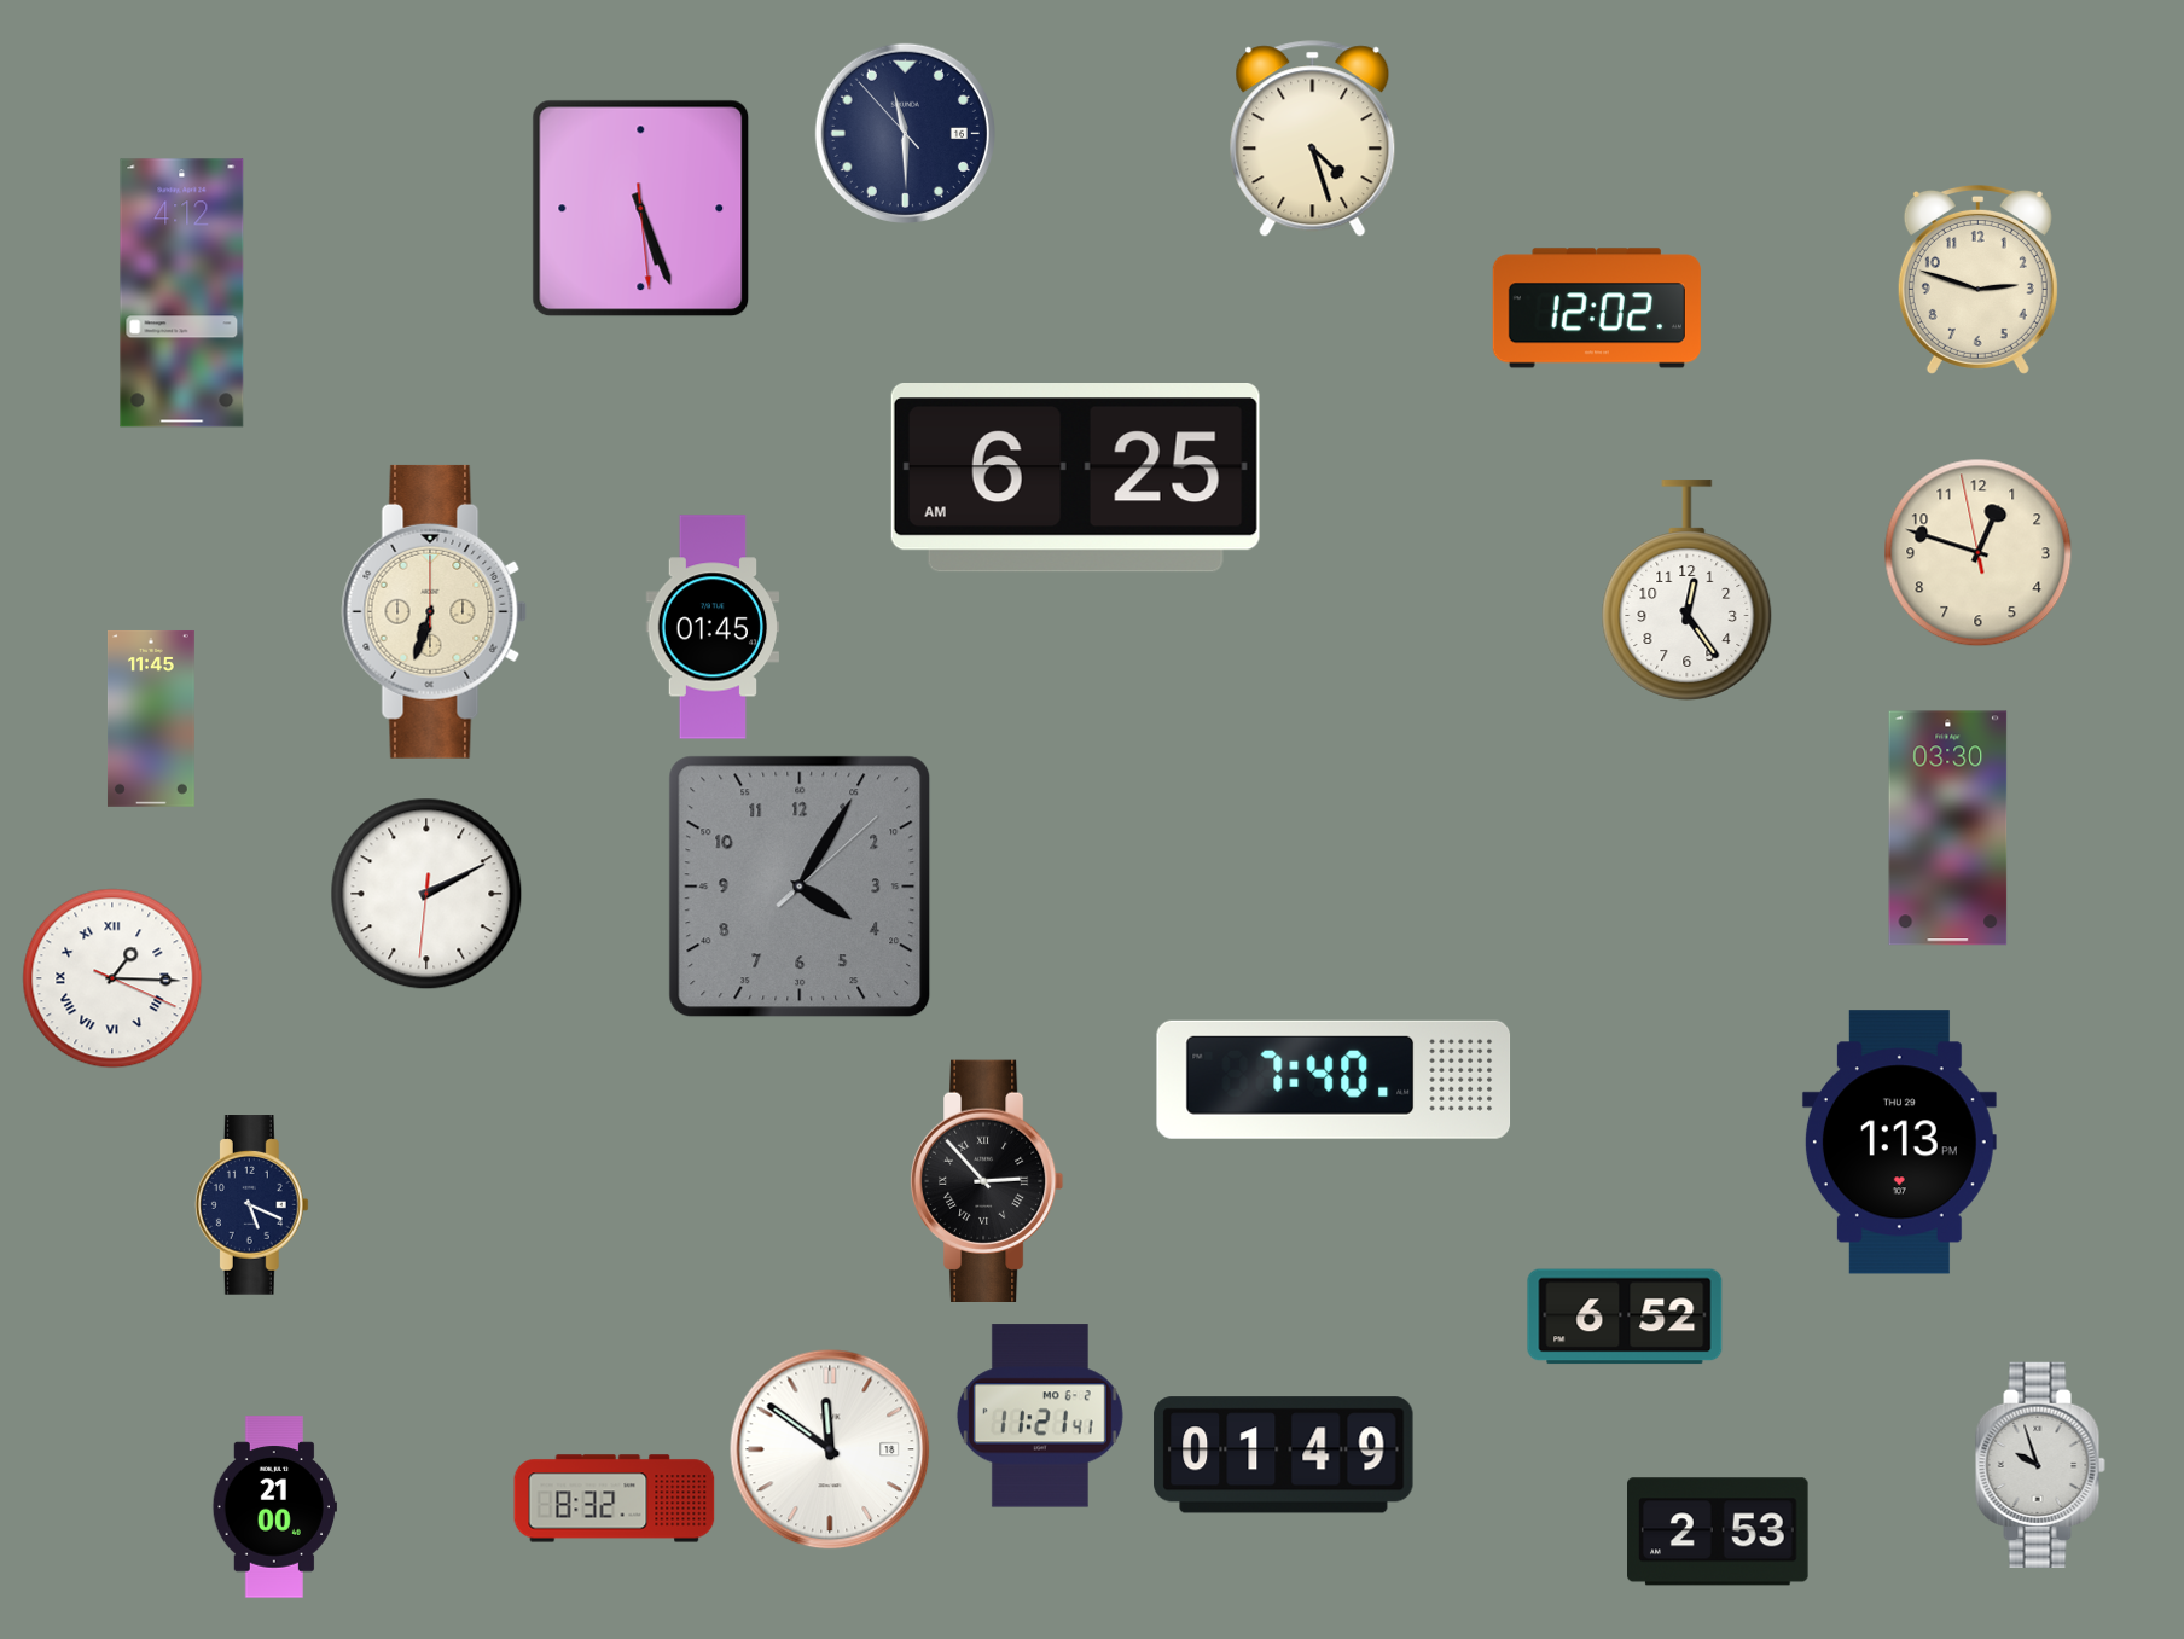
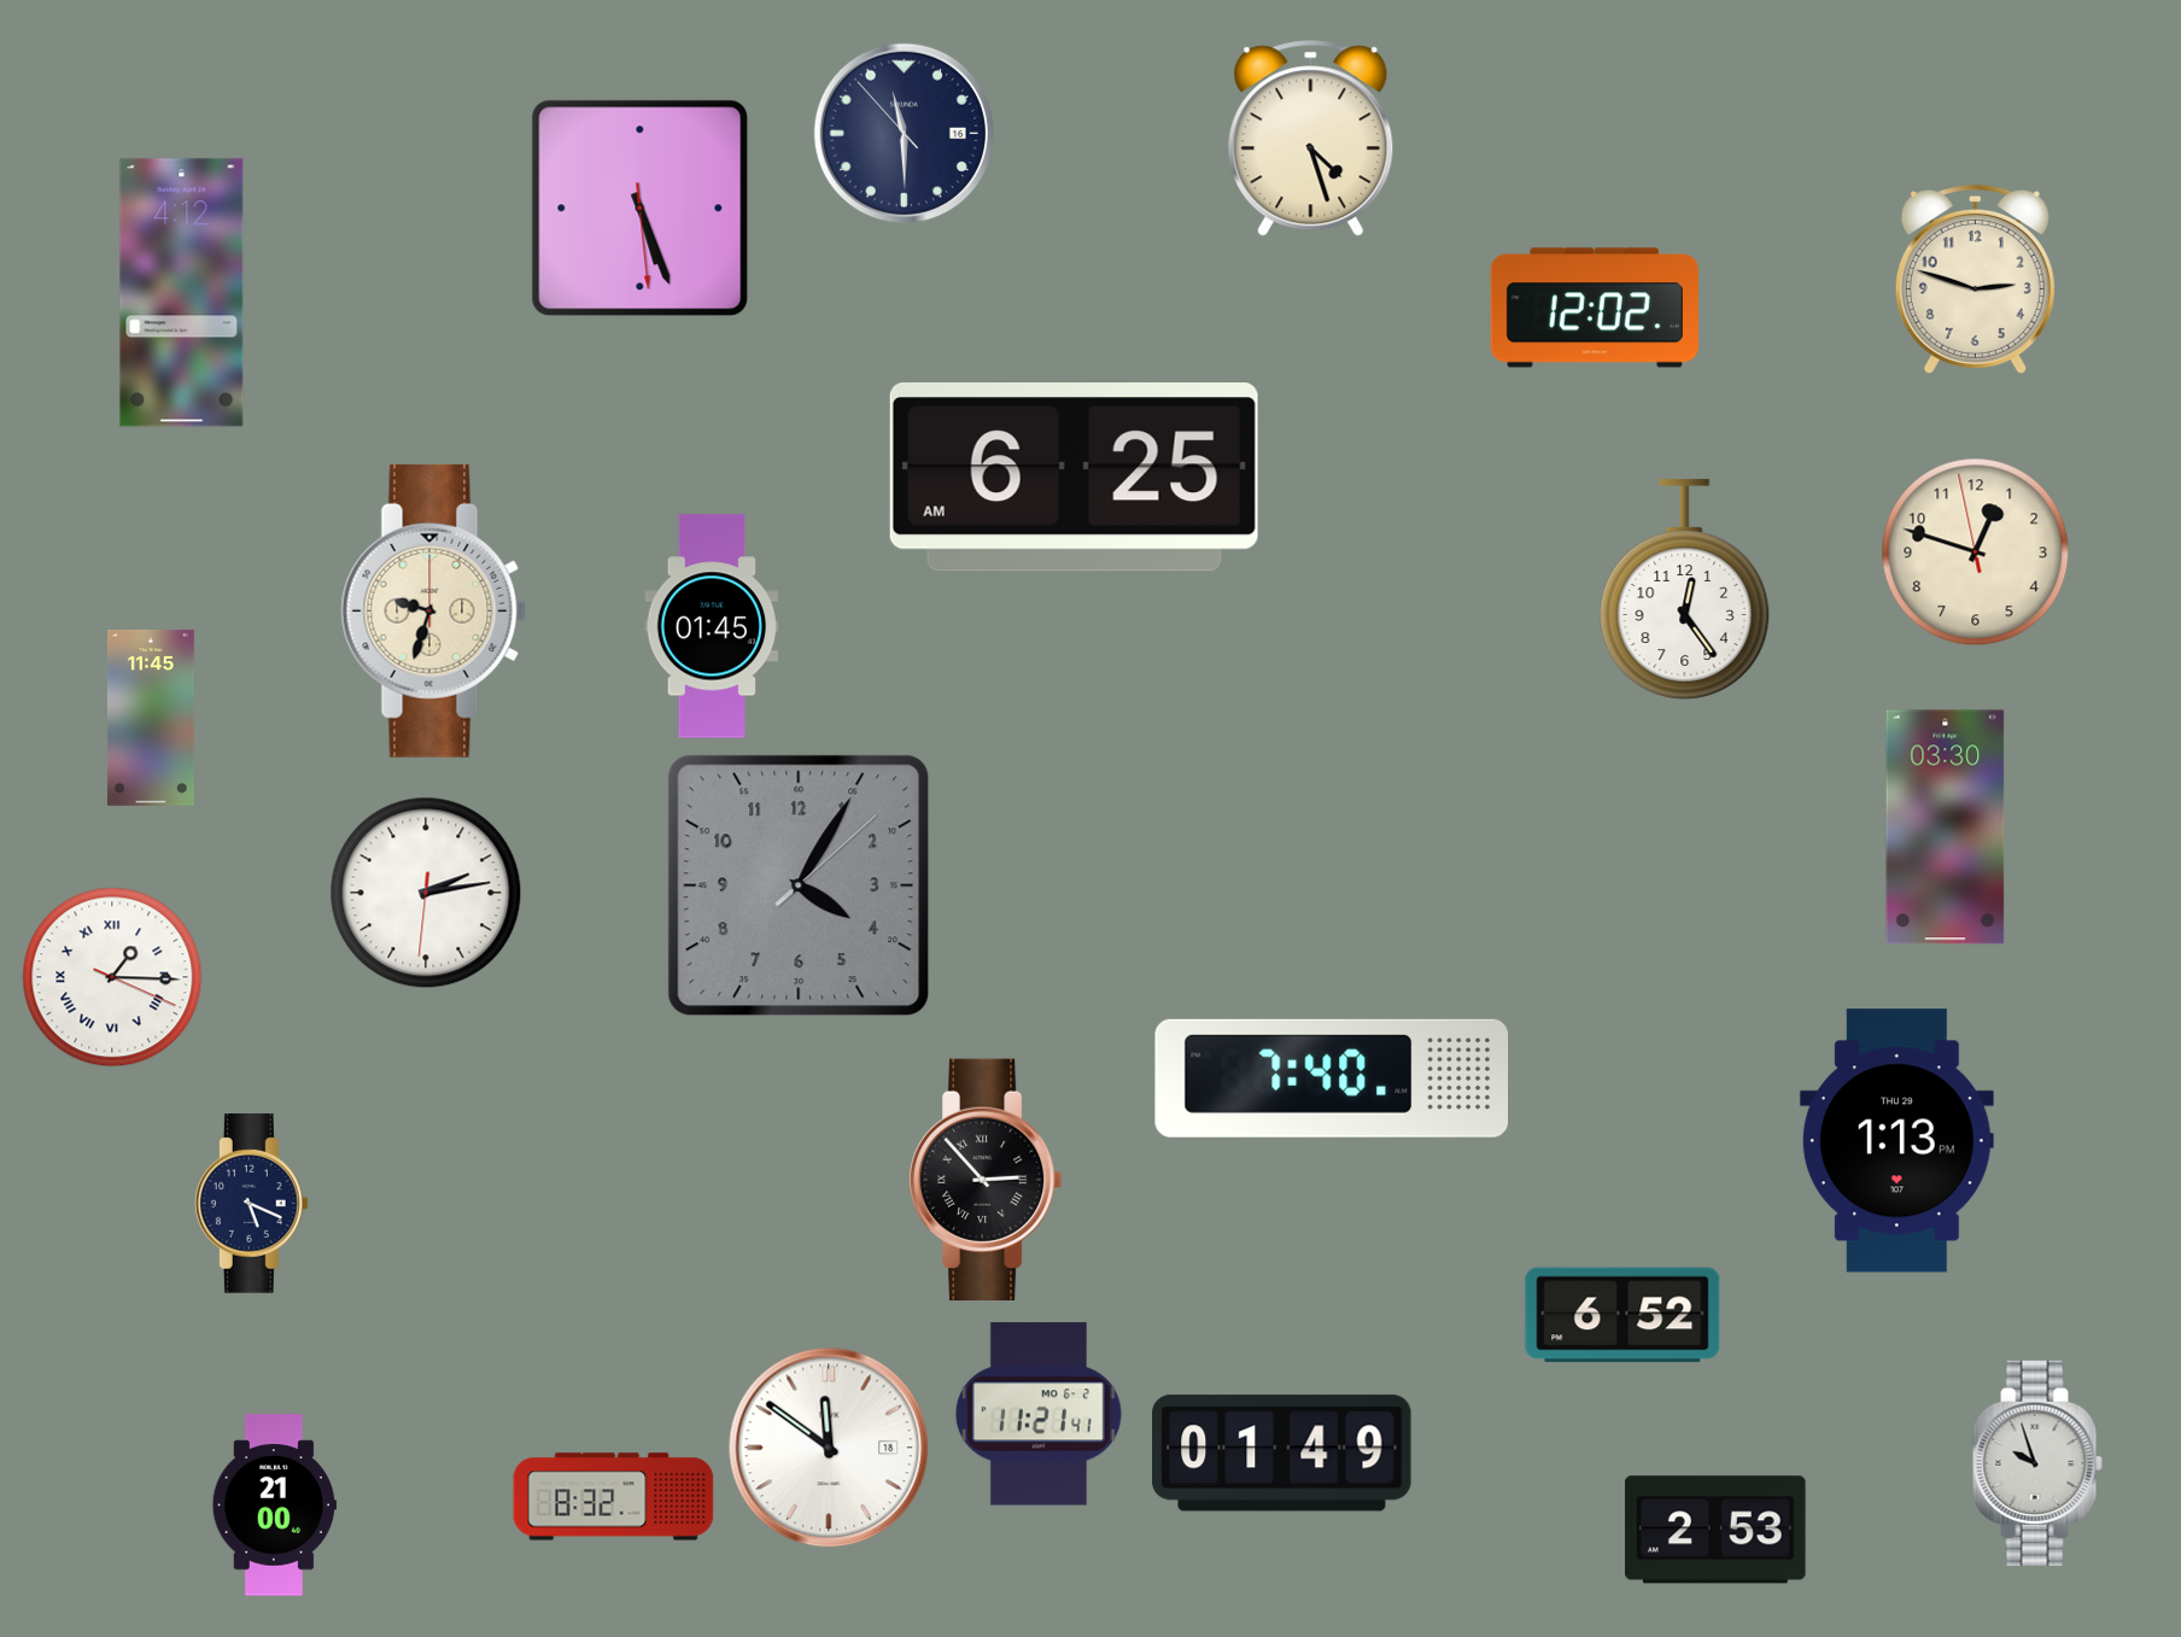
clock at (435, 611): 6:33 -> 9:33
clock at (426, 894): 2:10 -> 2:13
